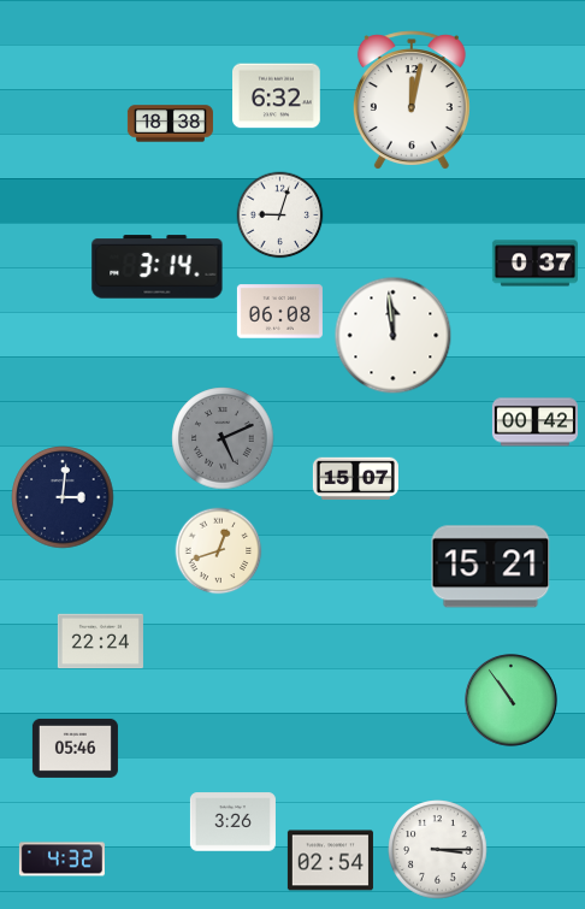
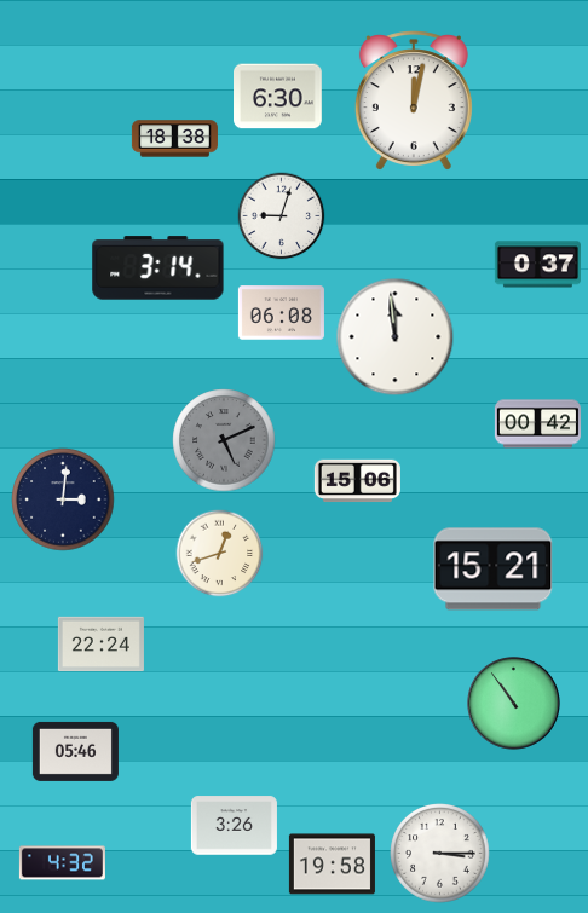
clock at (277, 96): 6:32 -> 6:30
clock at (170, 124) position: (170, 124) -> (174, 139)
clock at (355, 479): 15:07 -> 15:06
clock at (330, 861): 02:54 -> 19:58
